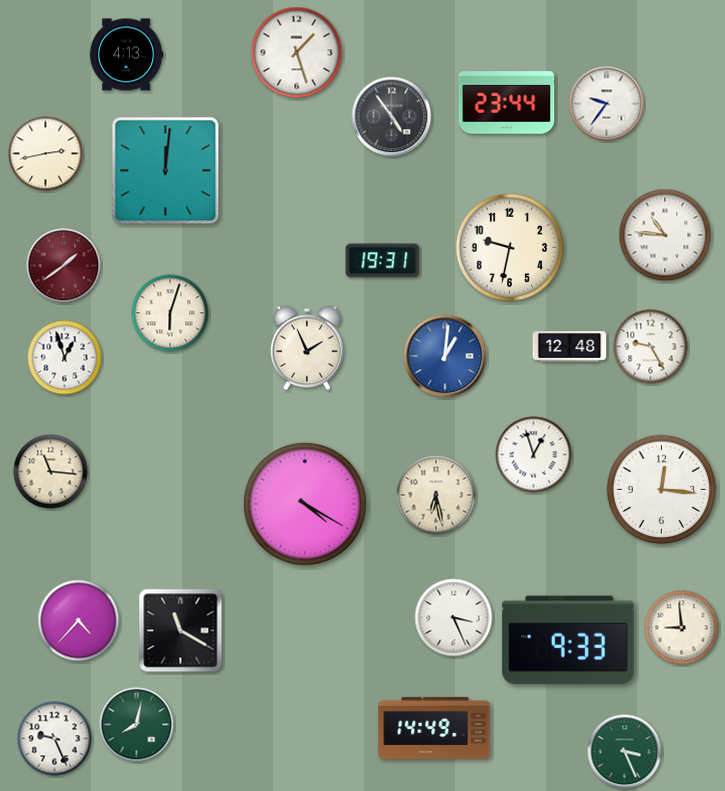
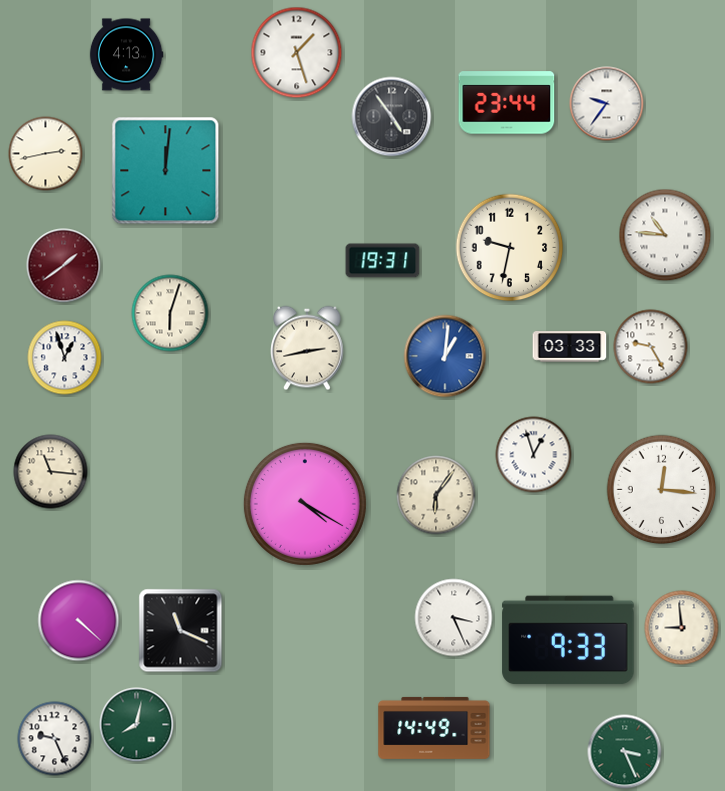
clock at (570, 347): 12:48 -> 03:33
clock at (308, 348): 1:56 -> 2:43
clock at (436, 495): 6:28 -> 6:06
clock at (79, 621): 4:37 -> 4:22
clock at (181, 631): 11:20 -> 11:19
